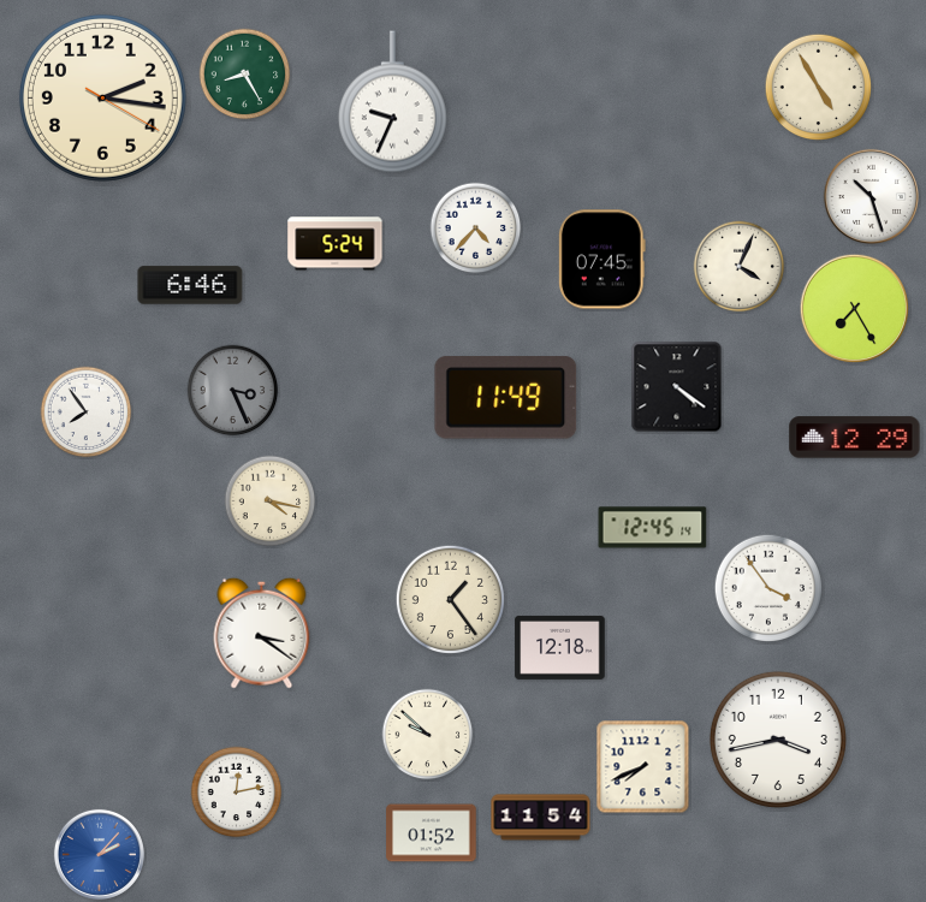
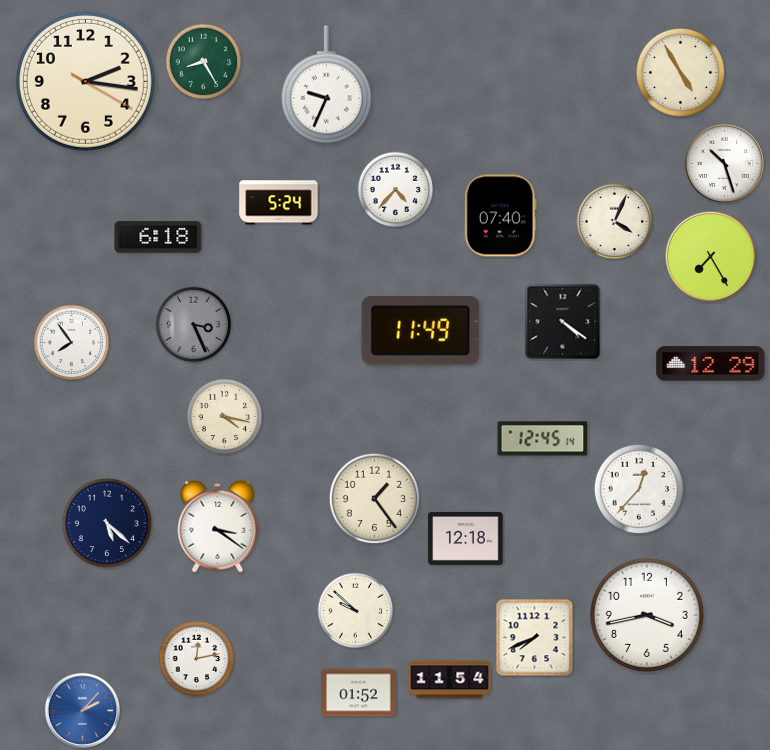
clock at (601, 260): 07:45 -> 07:40
clock at (190, 285): 6:46 -> 6:18
clock at (768, 588): 3:54 -> 12:37
clock at (107, 523): none -> 5:22
